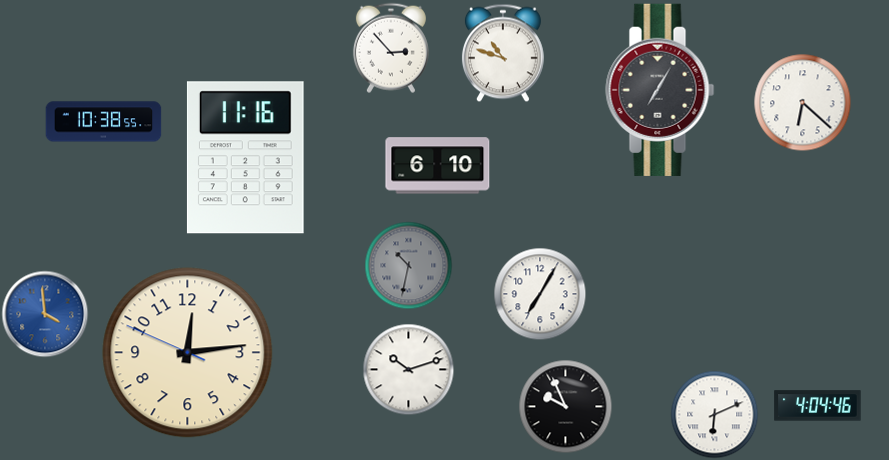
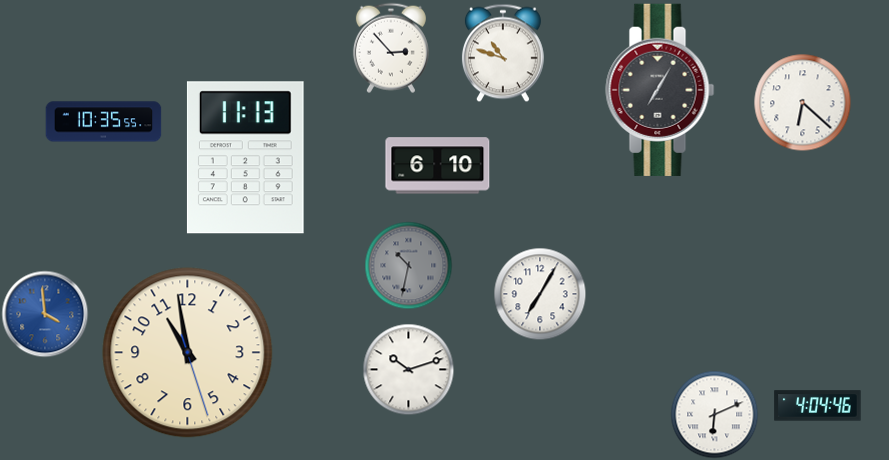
clock at (104, 122): 10:38 -> 10:35
clock at (245, 158): 11:16 -> 11:13
clock at (188, 353): 12:13 -> 10:58
clock at (565, 406): 9:56 -> none
